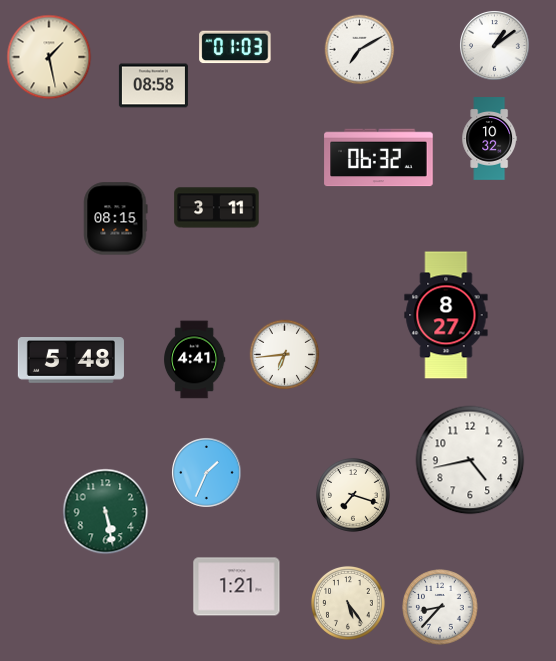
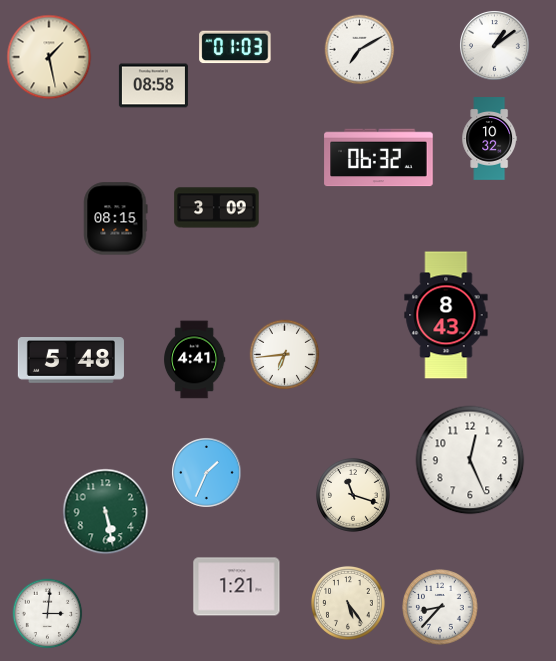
clock at (217, 208): 3:11 -> 3:09
clock at (446, 315): 8:27 -> 8:43
clock at (470, 460): 4:43 -> 12:26
clock at (353, 495): 7:18 -> 11:18
clock at (48, 614): none -> 3:01
